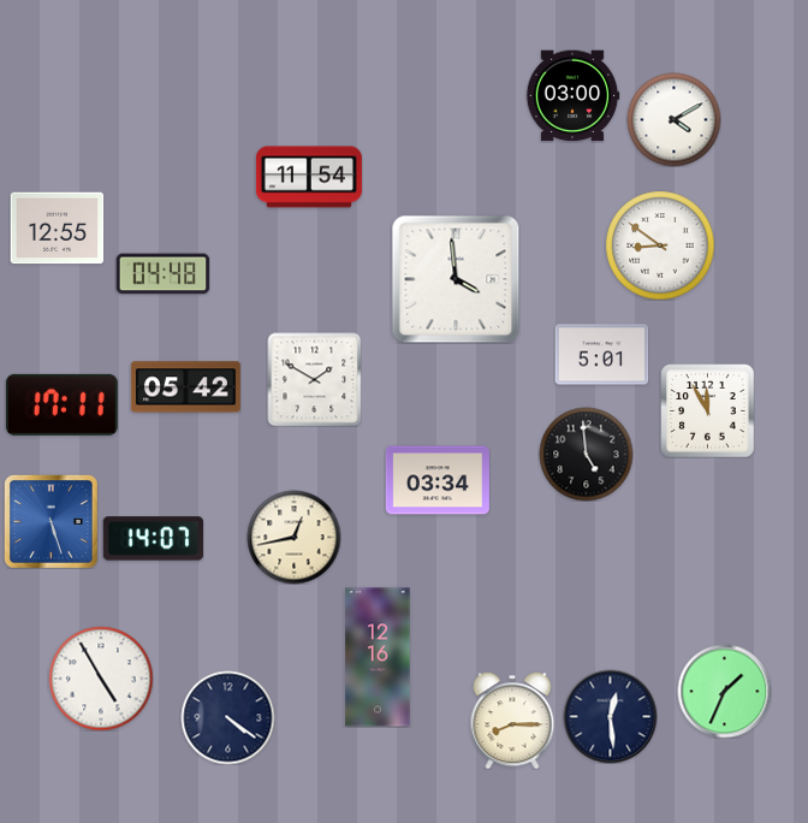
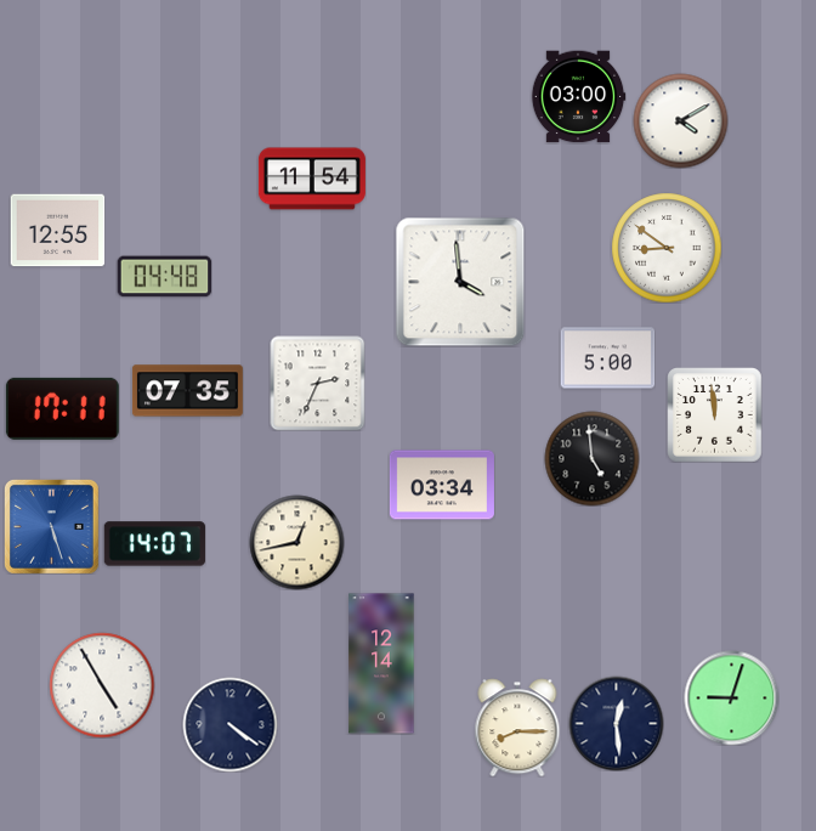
clock at (601, 355): 5:01 -> 5:00
clock at (314, 379): 1:50 -> 2:34
clock at (185, 387): 05:42 -> 07:35
clock at (707, 410): 11:55 -> 11:59
clock at (378, 657): 12:16 -> 12:14
clock at (724, 691): 1:34 -> 9:03
